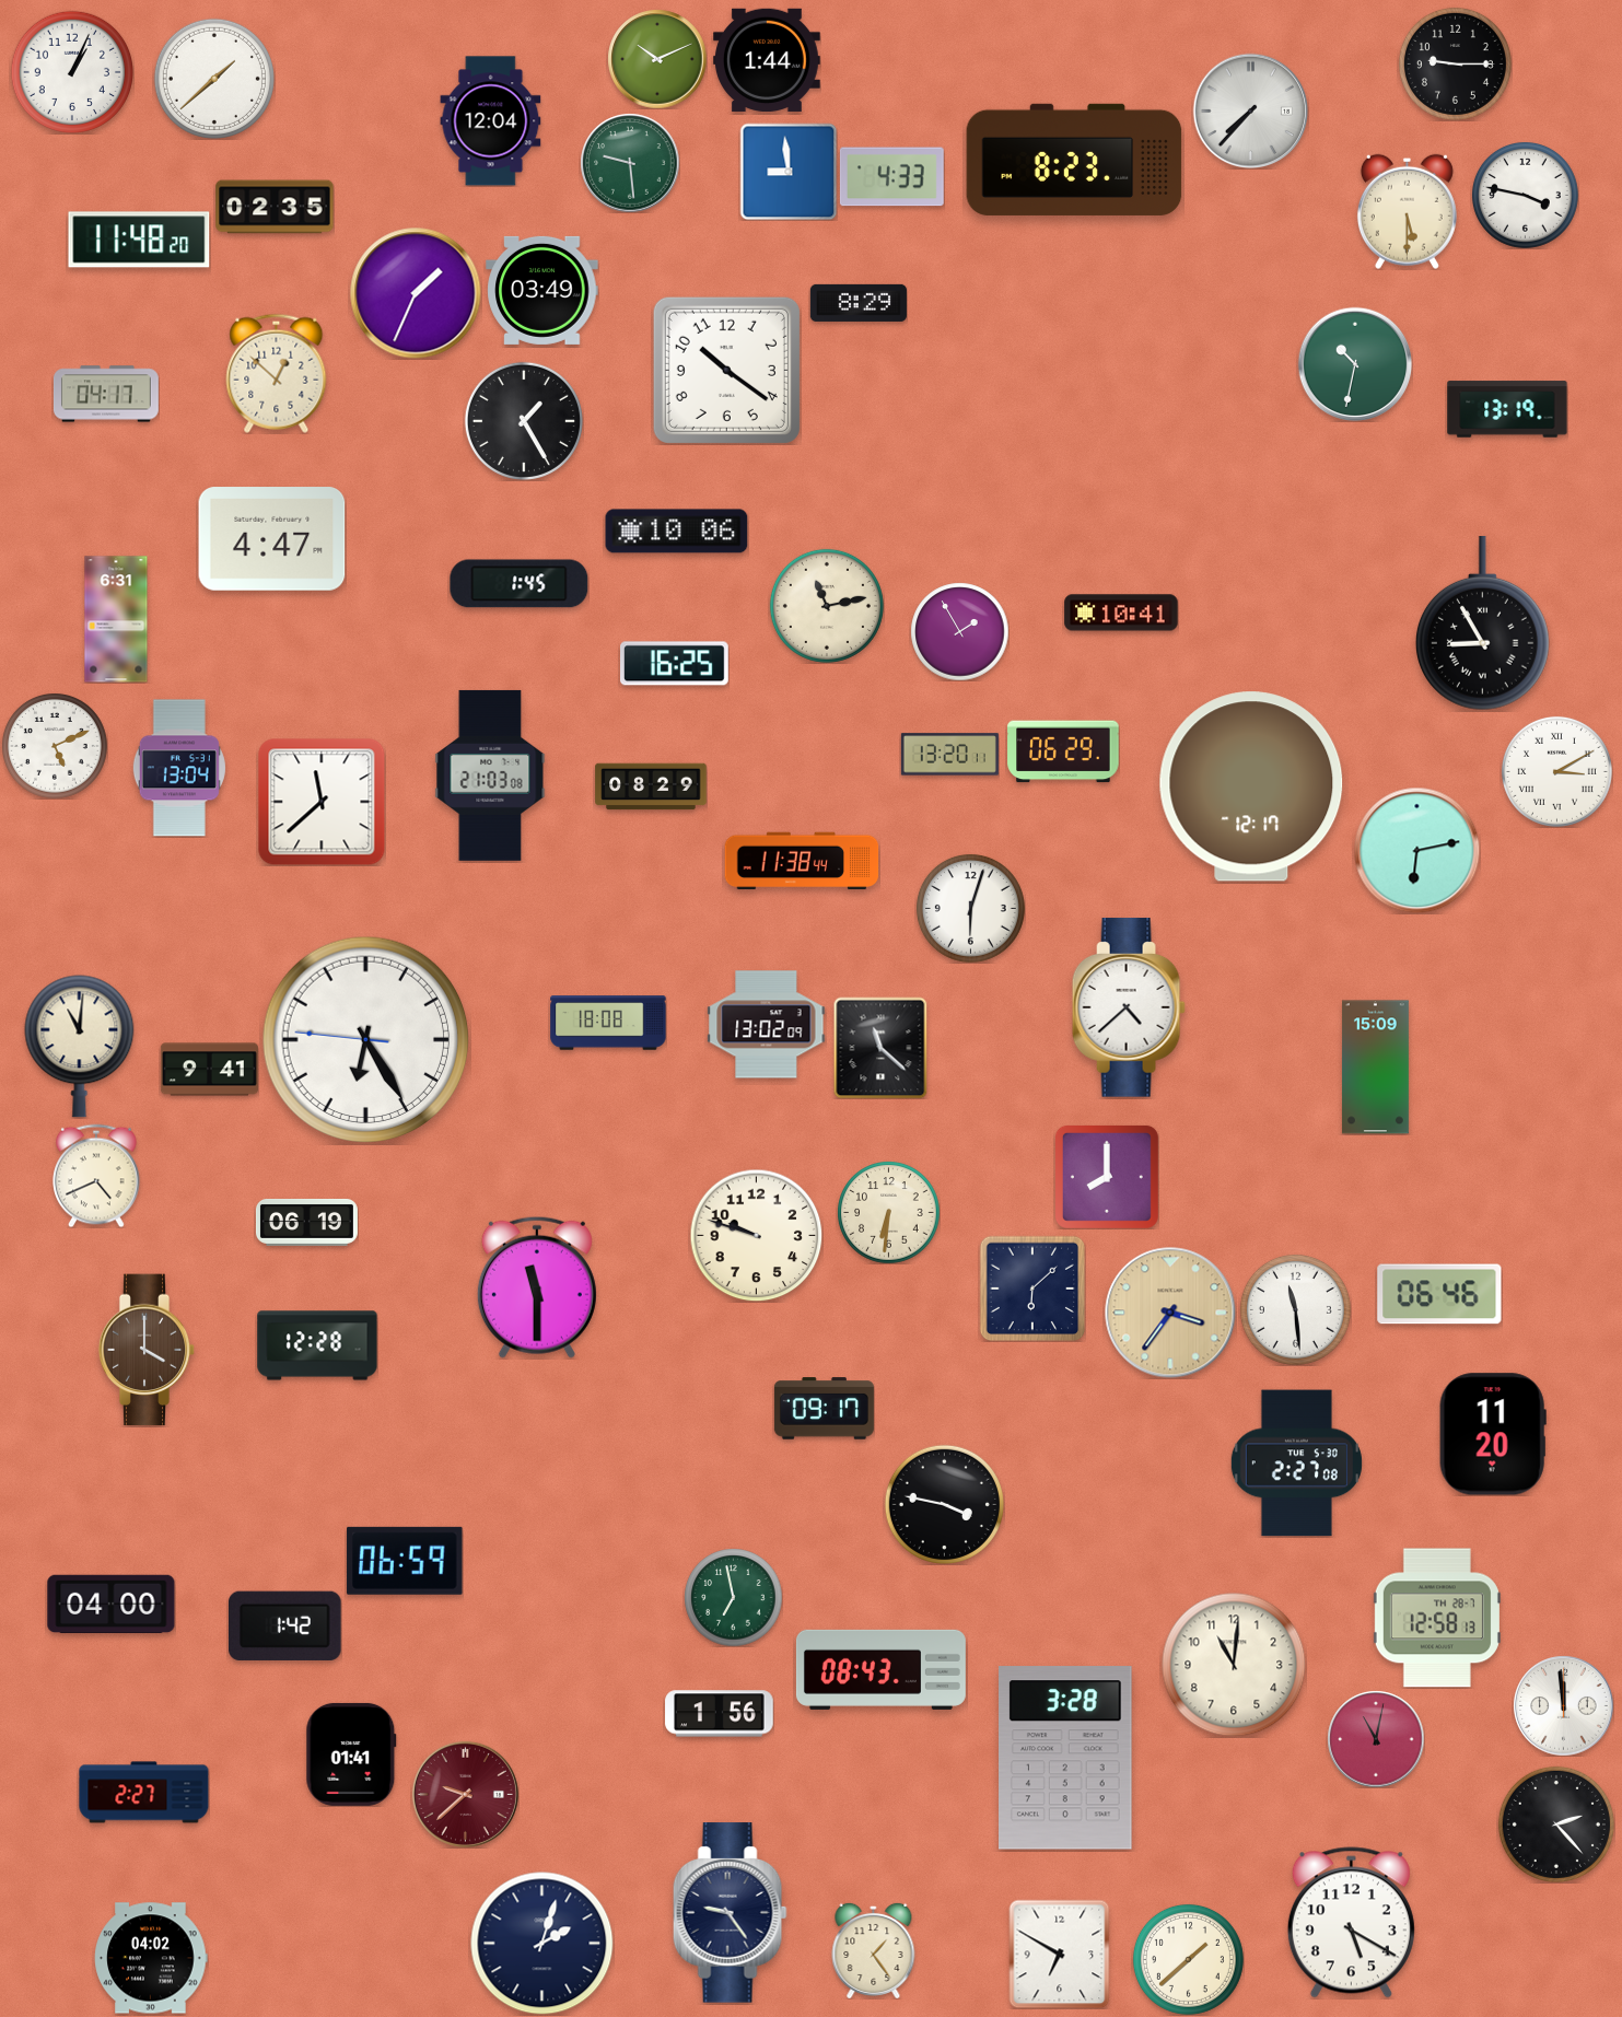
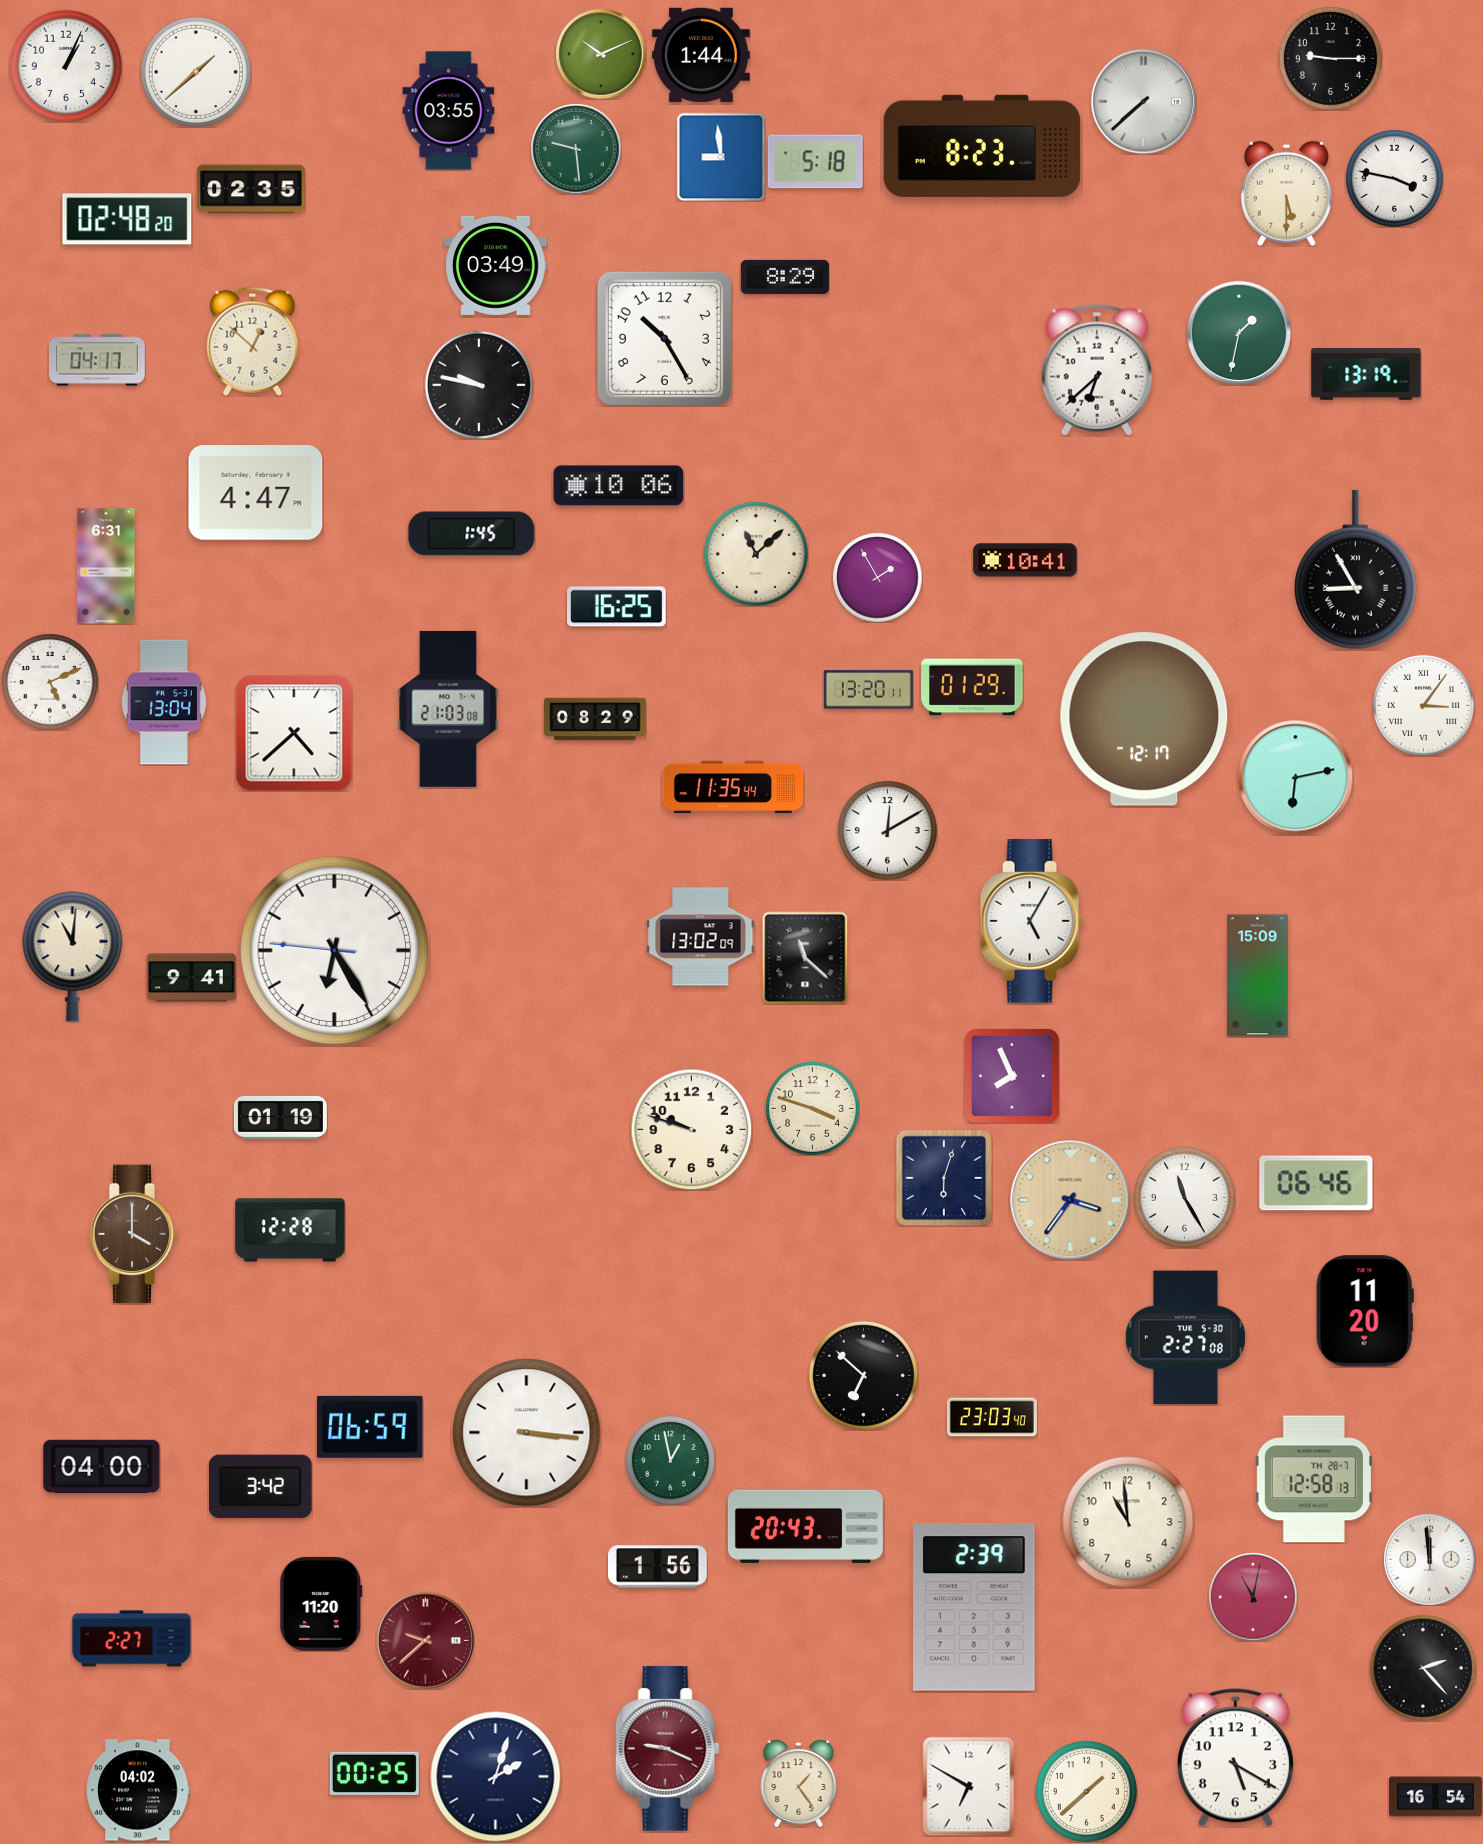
clock at (1250, 110): 7:37 -> 7:38
clock at (491, 121): 12:04 -> 03:55
clock at (891, 177): 4:33 -> 5:18
clock at (139, 240): 11:48 -> 02:48
clock at (416, 293): 1:34 -> none
clock at (1355, 364): 10:32 -> 1:32
clock at (726, 370): 10:21 -> 10:25
clock at (1097, 370): none -> 6:38
clock at (1507, 409) position: (1507, 409) -> (1366, 374)
clock at (524, 421): 1:25 -> 9:47
clock at (272, 539) position: (272, 539) -> (256, 493)
clock at (520, 584) position: (520, 584) -> (472, 534)
clock at (827, 606): 11:13 -> 11:08
clock at (1063, 751): 06:29 -> 01:29
clock at (1556, 771): 3:10 -> 3:06
clock at (322, 802): 11:38 -> 4:38
clock at (802, 861): 11:38 -> 11:35
clock at (970, 908): 6:03 -> 12:10
clock at (1129, 1007): 4:38 -> 5:05
clock at (608, 1023): 18:08 -> none
clock at (96, 1176): 4:41 -> none
clock at (1107, 1177): 8:00 -> 7:56
clock at (888, 1212): 6:31 -> 3:48
clock at (306, 1222): 06:19 -> 01:19
clock at (537, 1287): 11:30 -> none
clock at (1032, 1289): 6:08 -> 6:03
clock at (1295, 1309): 11:29 -> 11:25
clock at (824, 1409): 09:17 -> none
clock at (944, 1504): 3:47 -> 6:52
clock at (992, 1417): none -> 23:03
clock at (527, 1433): none -> 3:16
clock at (733, 1597): 6:58 -> 12:58
clock at (285, 1625): 1:42 -> 3:42
clock at (1234, 1665): 11:01 -> 10:59
clock at (880, 1669): 08:43 -> 20:43
clock at (1376, 1739) position: (1376, 1739) -> (1253, 1597)
clock at (351, 1754): 01:41 -> 11:20
clock at (1066, 1758): 3:28 -> 2:39
clock at (730, 1913): 9:24 -> 9:19
clock at (730, 1913) dial: navy -> burgundy
clock at (374, 1773): none -> 00:25
clock at (1435, 1797): none -> 16:54
